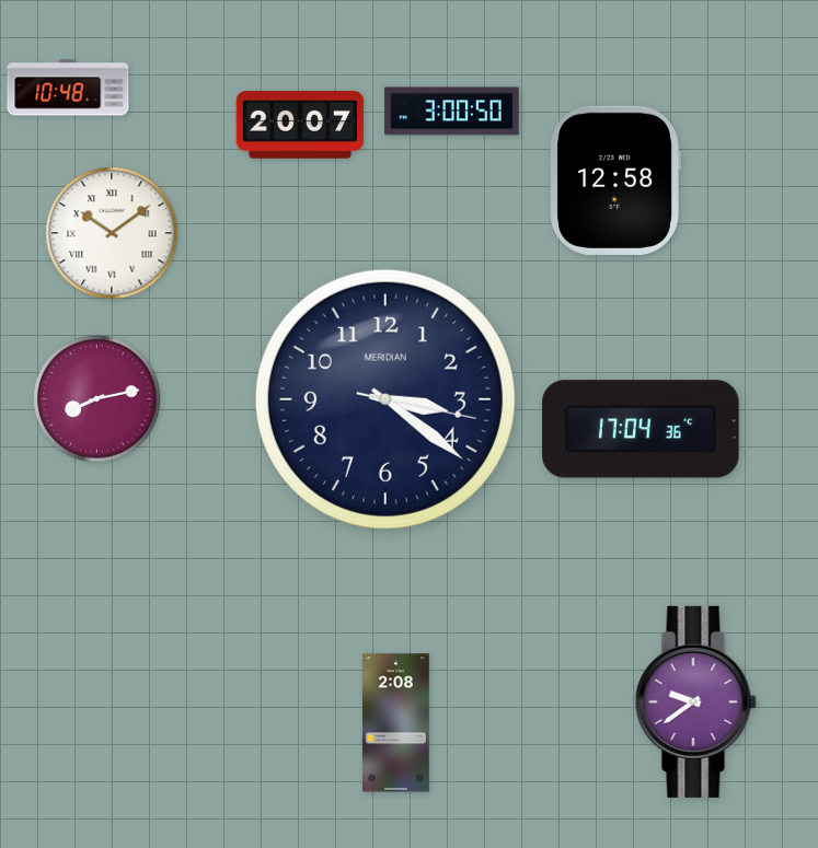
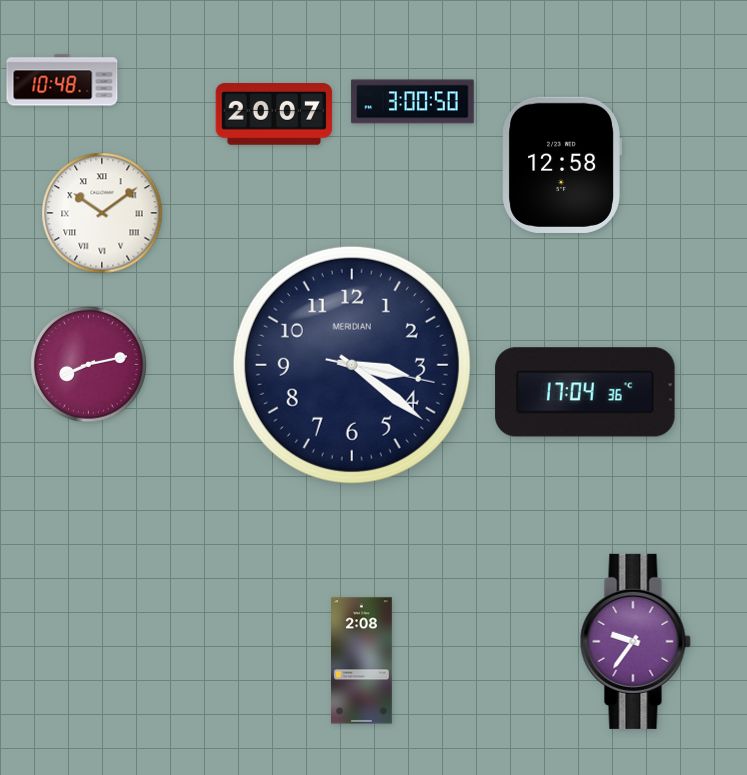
clock at (695, 701): 9:39 -> 9:36
